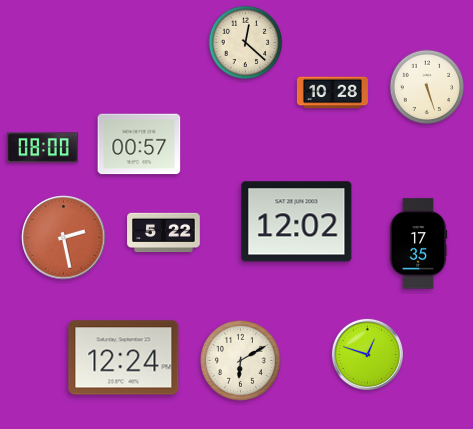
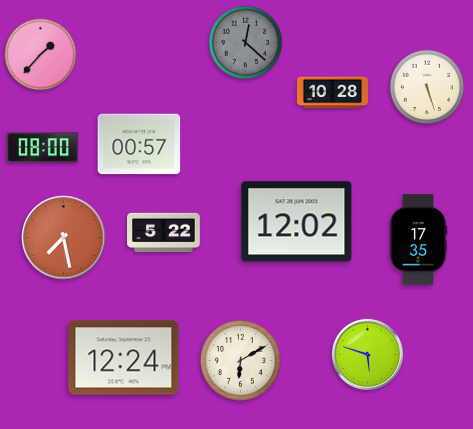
clock at (246, 43) dial: cream -> grey
clock at (41, 55): none -> 1:37
clock at (64, 238): 2:28 -> 7:28
clock at (418, 244) position: (418, 244) -> (418, 240)
clock at (367, 354): 12:48 -> 5:48
